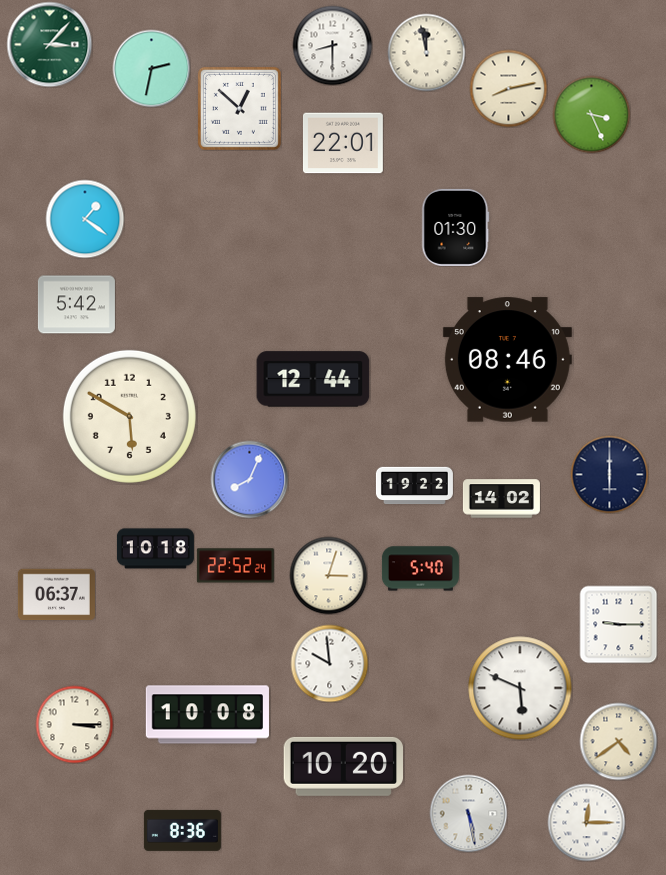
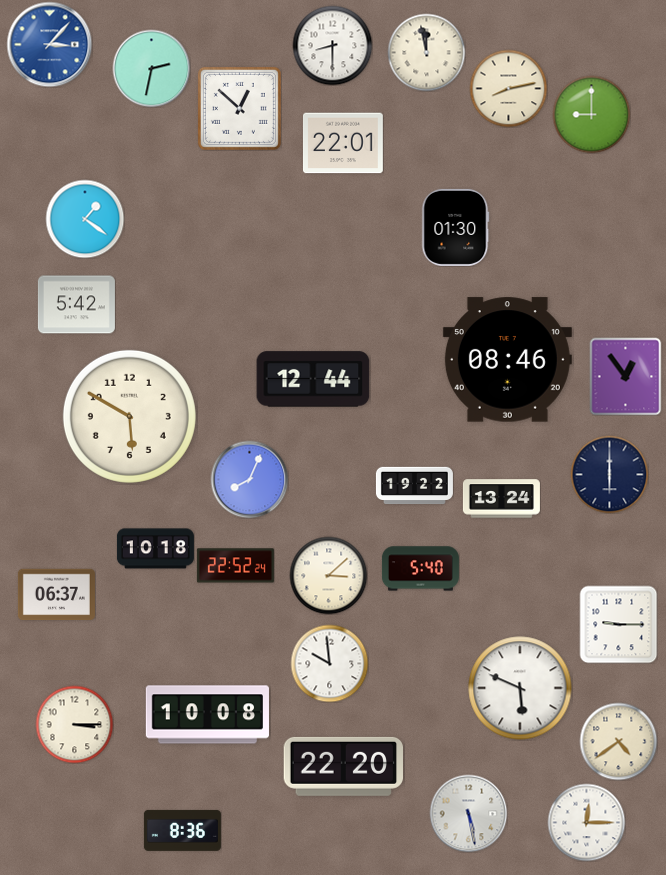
clock at (49, 44) dial: green -> blue
clock at (591, 114): 3:26 -> 9:00
clock at (626, 376): none -> 12:54
clock at (501, 499): 14:02 -> 13:24
clock at (328, 575): 3:03 -> 3:08
clock at (343, 766): 10:20 -> 22:20
